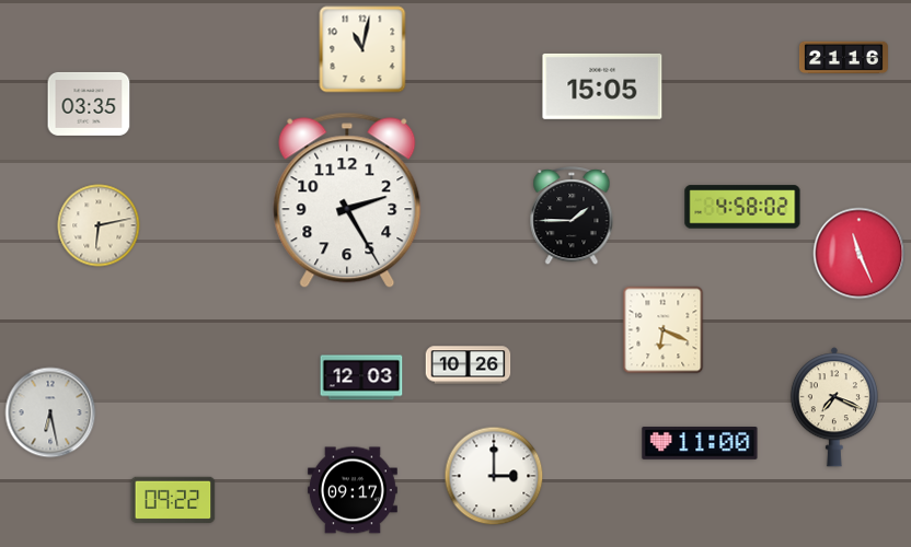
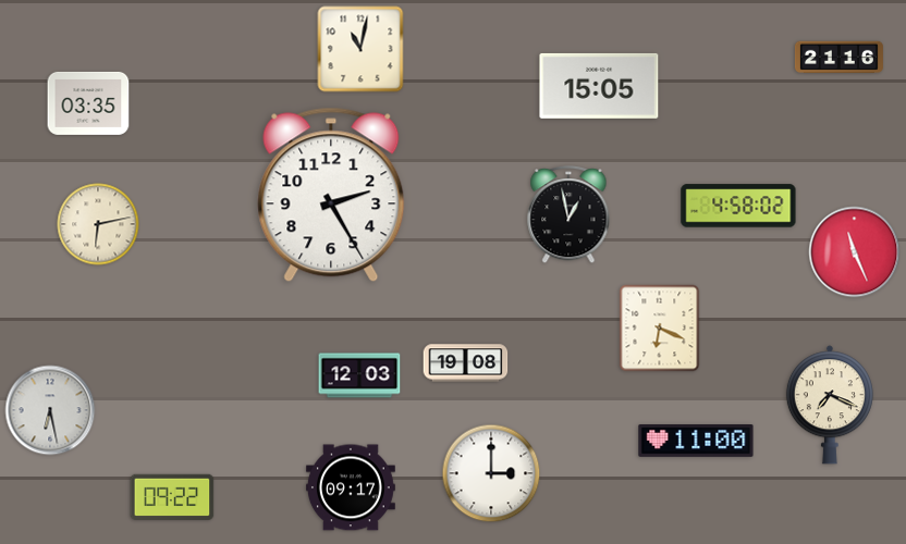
clock at (347, 200) position: (347, 200) -> (331, 195)
clock at (572, 217): 1:45 -> 12:58
clock at (469, 365): 10:26 -> 19:08
